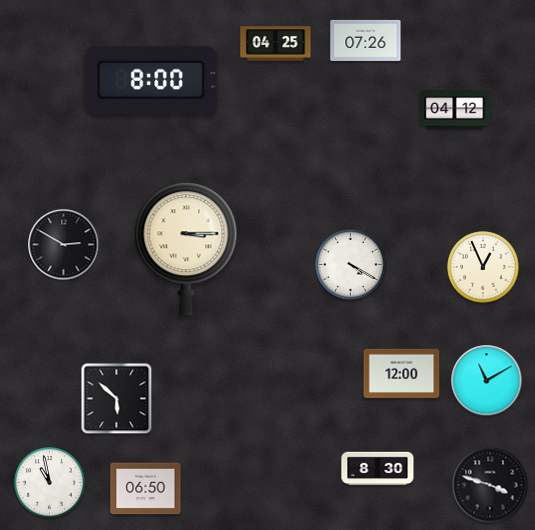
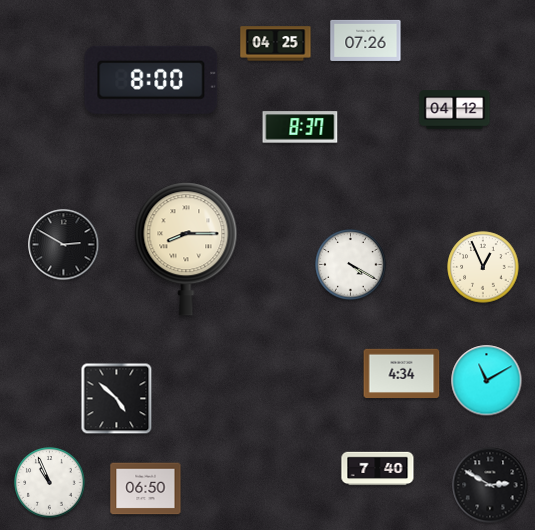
clock at (300, 127): none -> 8:37
clock at (186, 249): 3:15 -> 8:15
clock at (402, 374): 12:00 -> 4:34
clock at (117, 399): 5:52 -> 4:52
clock at (378, 469): 8:30 -> 7:40
clock at (50, 483): 10:58 -> 10:56
clock at (490, 485): 3:48 -> 2:50
